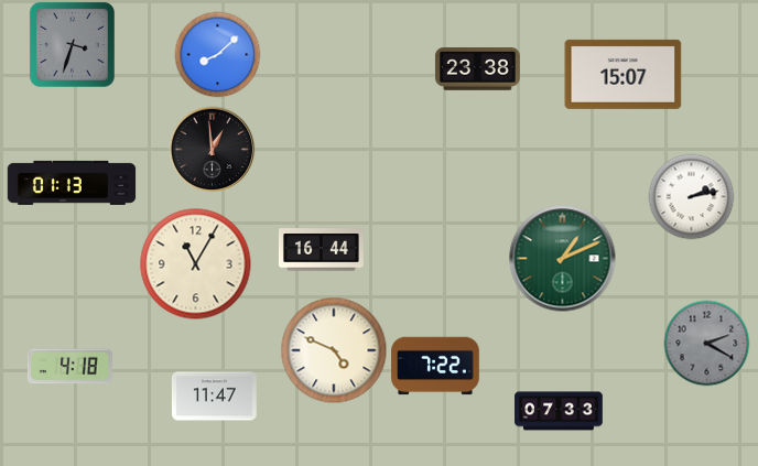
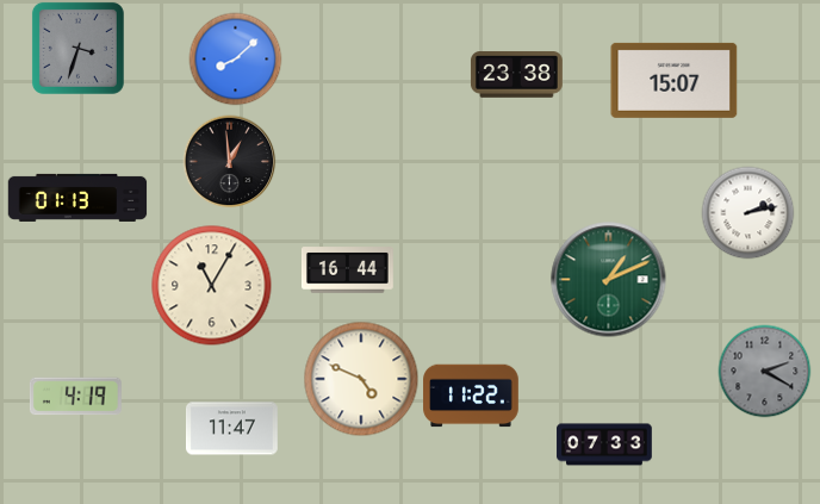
clock at (435, 366): 7:22 -> 11:22
clock at (69, 367): 4:18 -> 4:19
